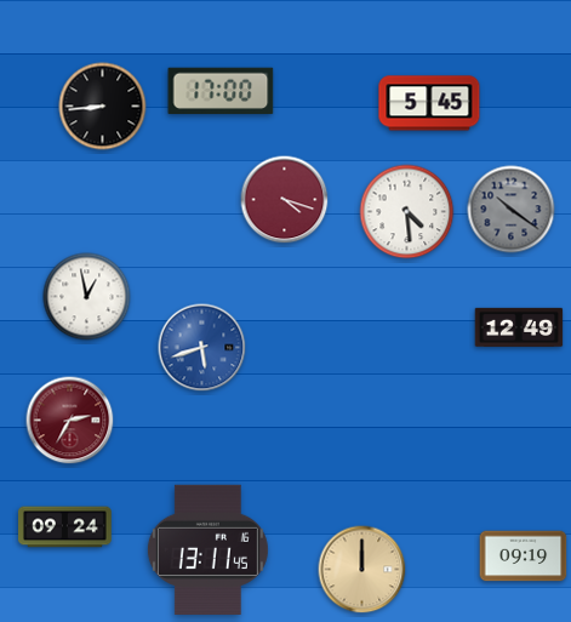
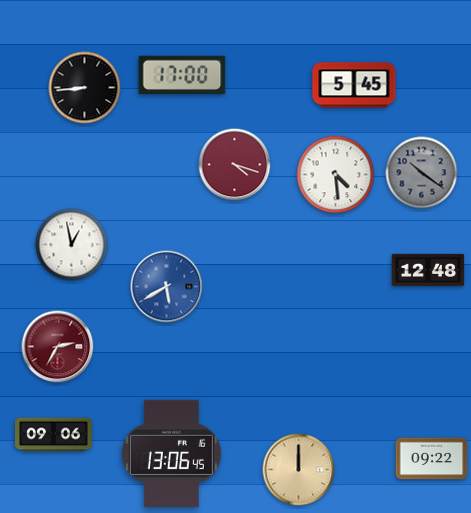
clock at (519, 327): 12:49 -> 12:48
clock at (202, 348): 5:42 -> 5:40
clock at (65, 527): 09:24 -> 09:06
clock at (207, 549): 13:11 -> 13:06
clock at (524, 557): 09:19 -> 09:22
